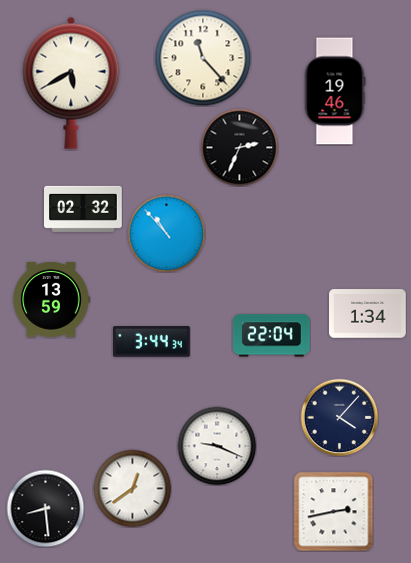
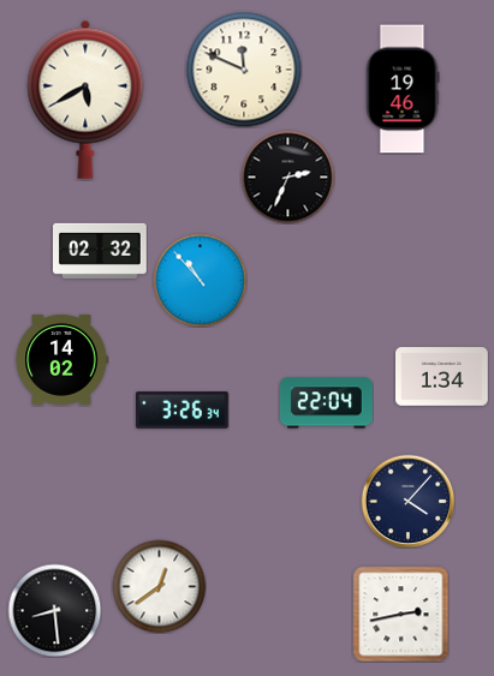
clock at (203, 58): 11:23 -> 11:49
clock at (335, 91) position: (335, 91) -> (403, 89)
clock at (51, 299): 13:59 -> 14:02
clock at (151, 342): 3:44 -> 3:26
clock at (217, 446): 9:19 -> none
